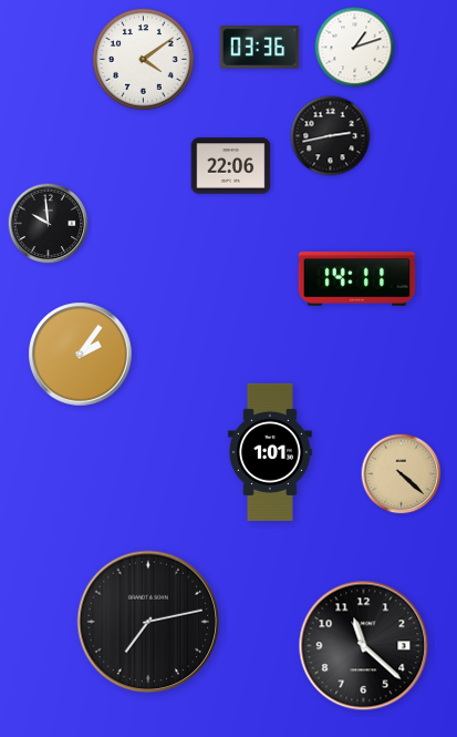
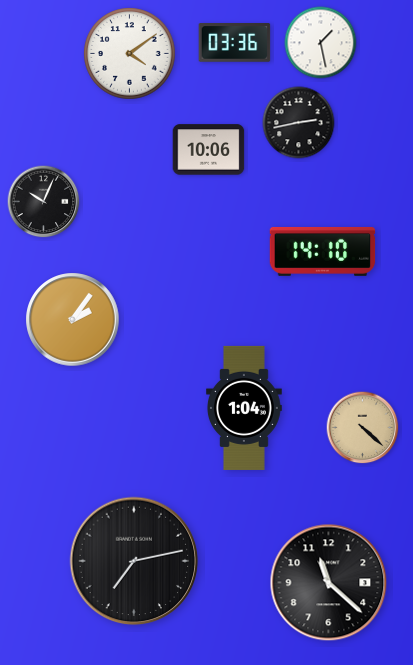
clock at (355, 48): 1:12 -> 1:28
clock at (231, 166): 22:06 -> 10:06
clock at (49, 224): 9:59 -> 10:04
clock at (357, 278): 14:11 -> 14:10
clock at (271, 452): 1:01 -> 1:04
